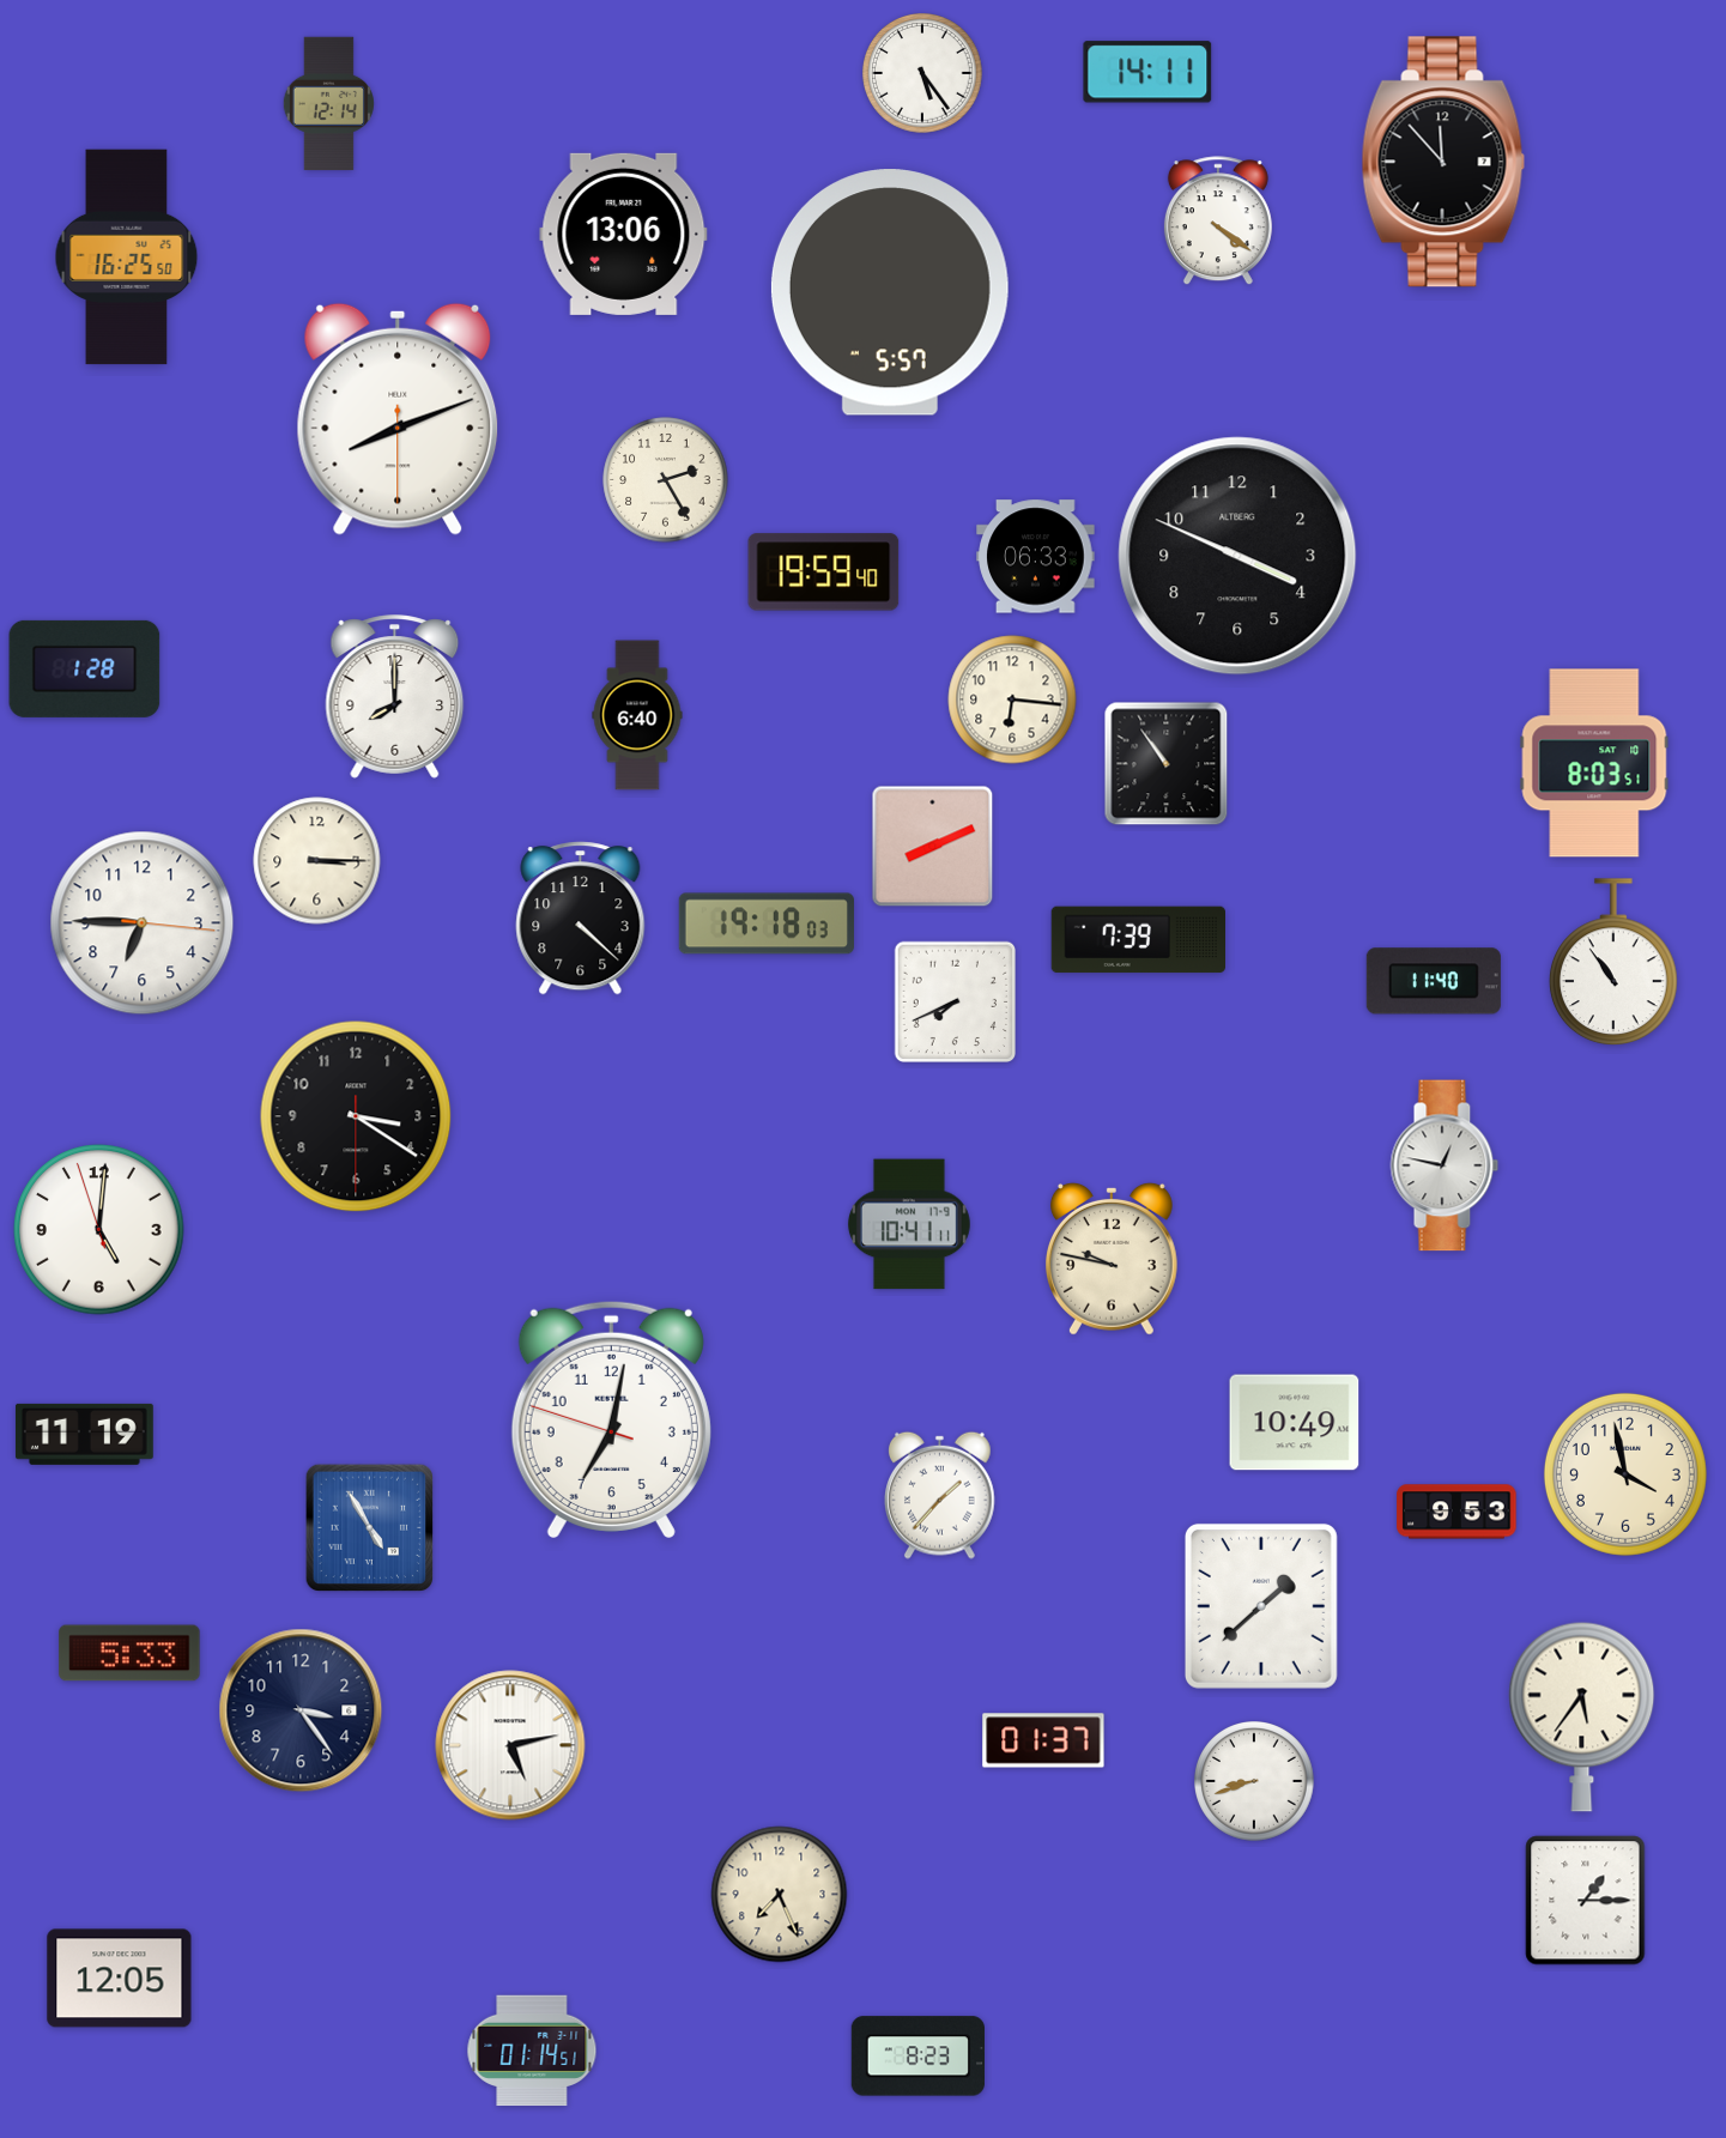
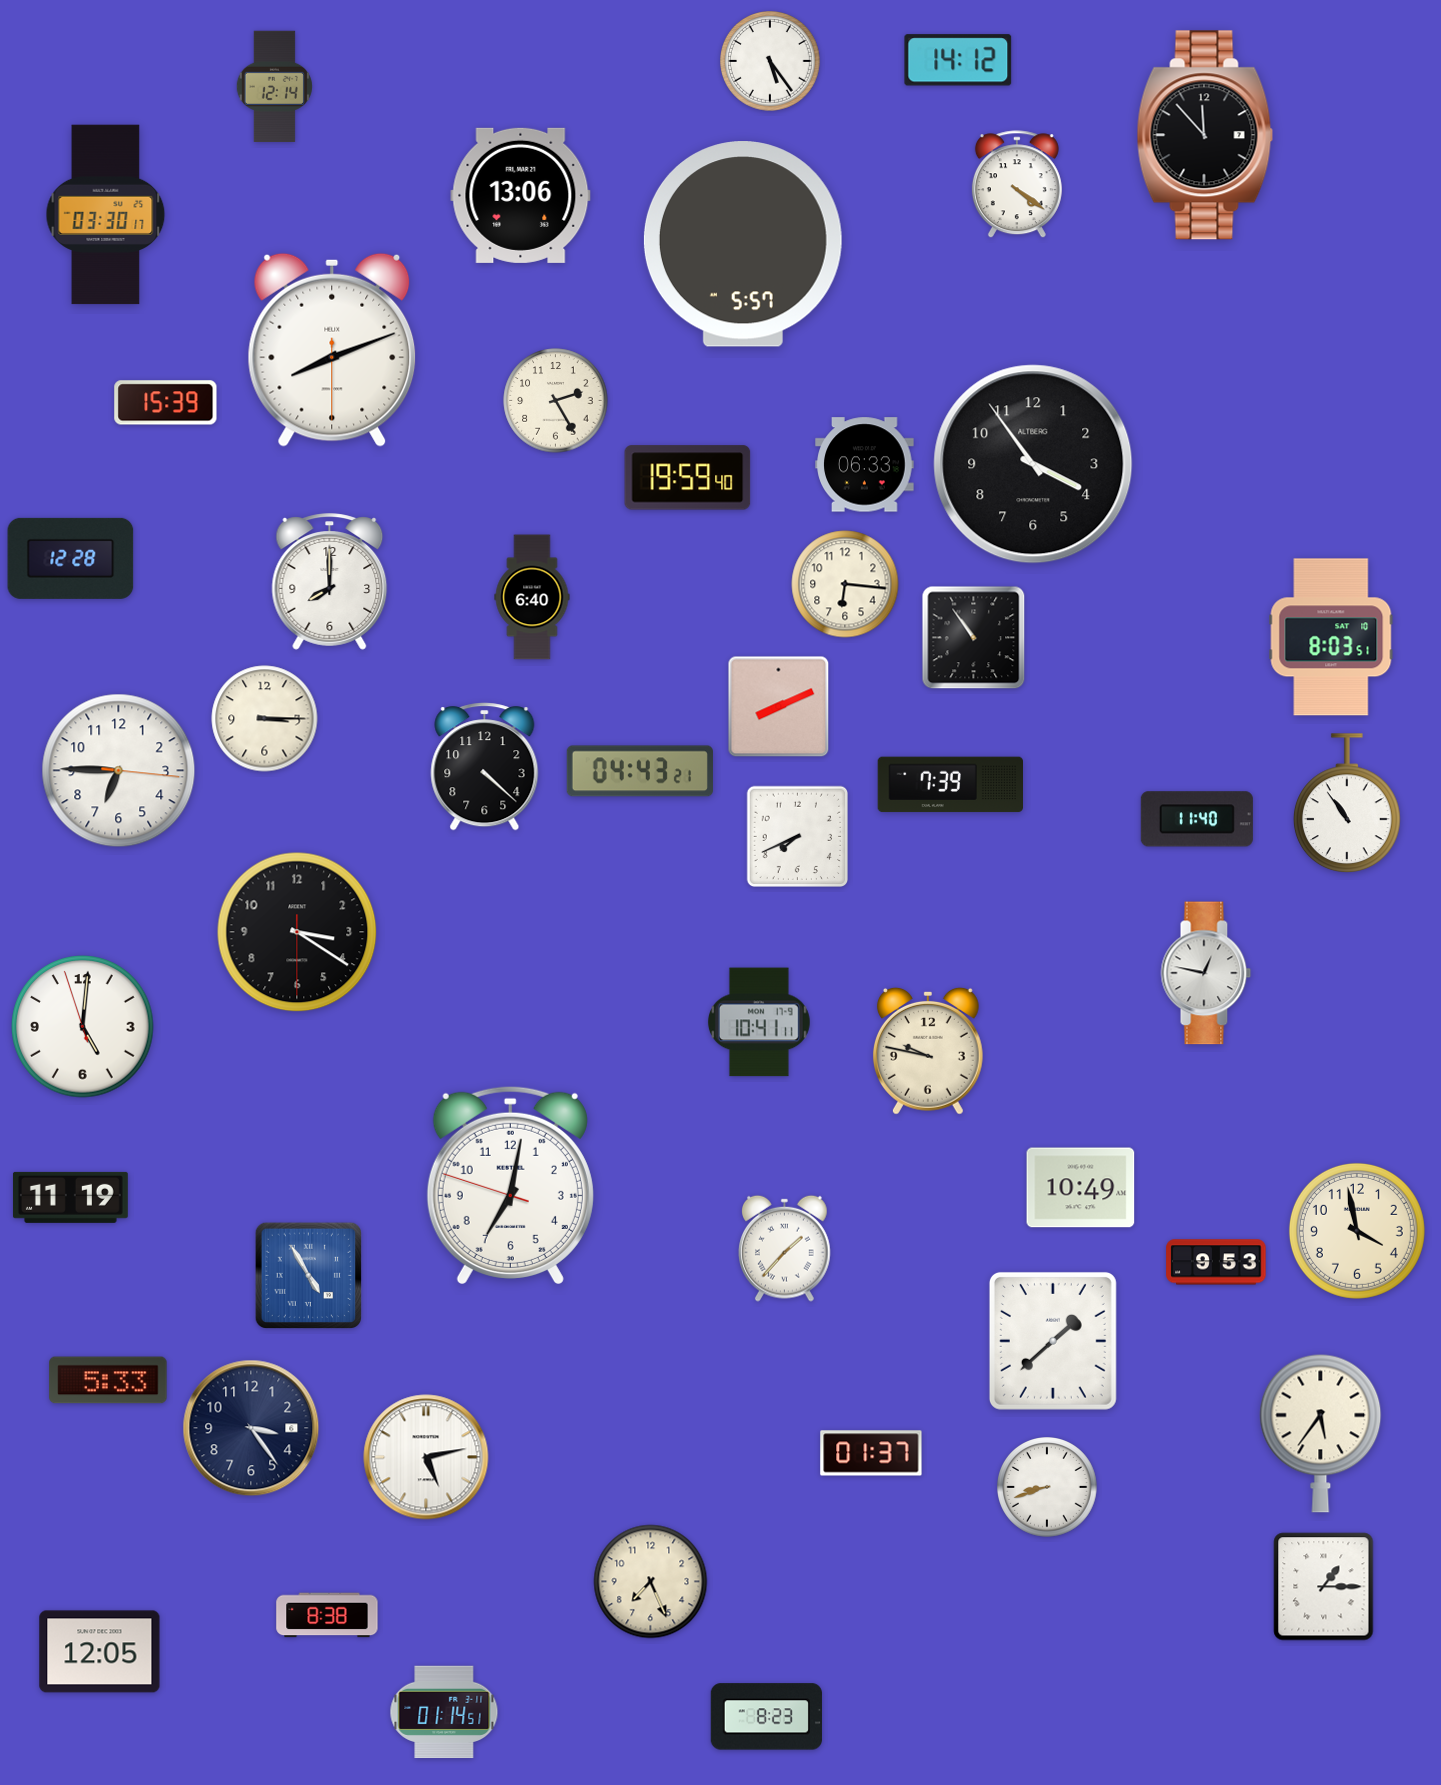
clock at (1147, 72): 14:11 -> 14:12
clock at (127, 258): 16:25 -> 03:30
clock at (166, 403): none -> 15:39
clock at (1237, 556): 3:49 -> 3:54
clock at (85, 668): 1:28 -> 12:28
clock at (767, 923): 19:18 -> 04:43
clock at (327, 1615): none -> 8:38
